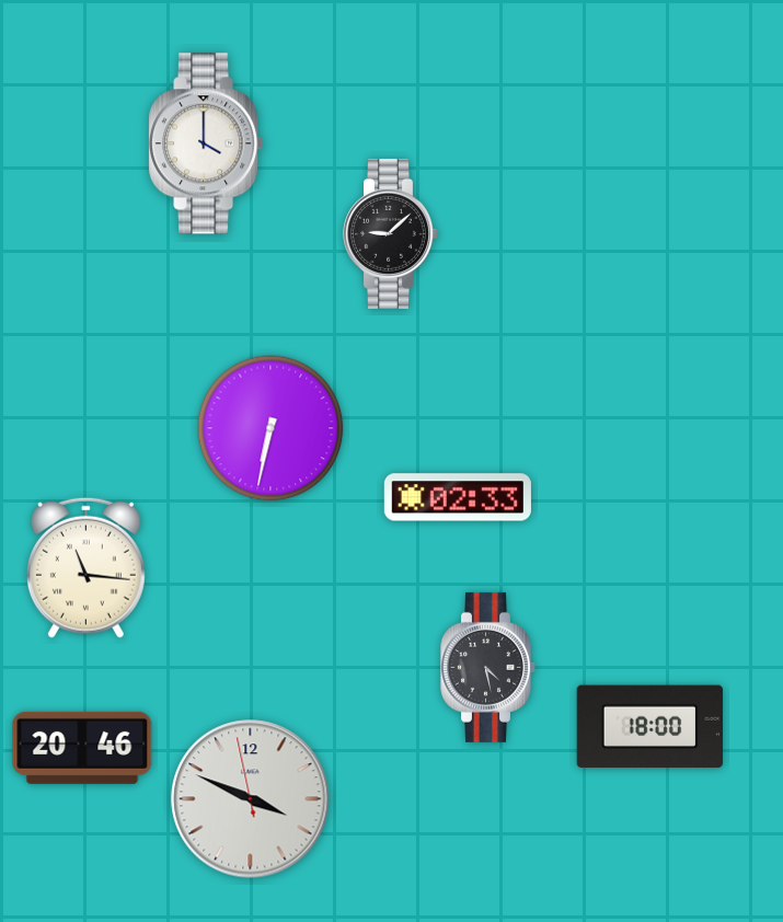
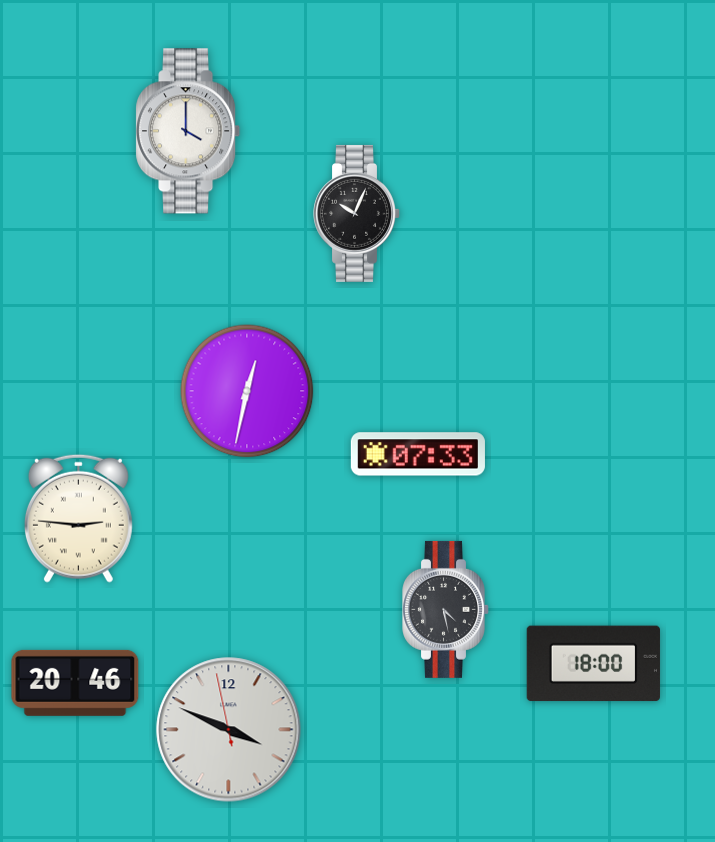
clock at (391, 233): 9:08 -> 10:04
clock at (270, 428): 6:32 -> 12:32
clock at (458, 497): 02:33 -> 07:33
clock at (85, 567): 11:16 -> 2:46
